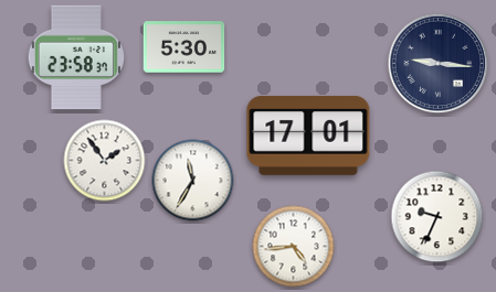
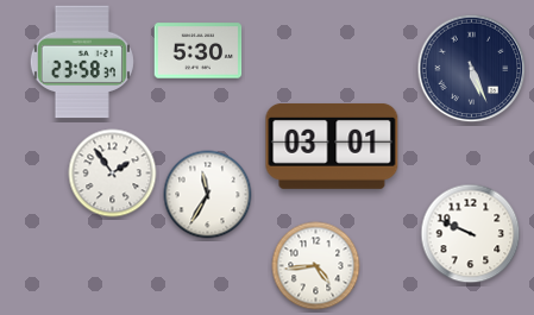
clock at (439, 64): 9:16 -> 5:26
clock at (308, 136): 17:01 -> 03:01
clock at (437, 217): 9:34 -> 9:49
